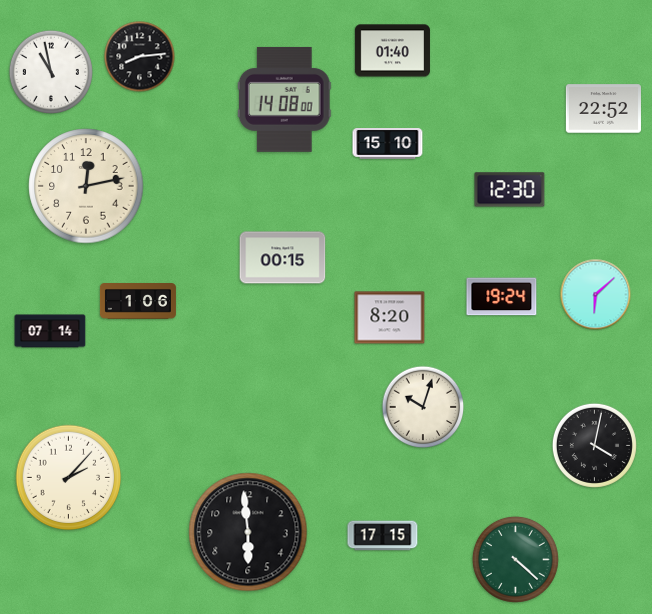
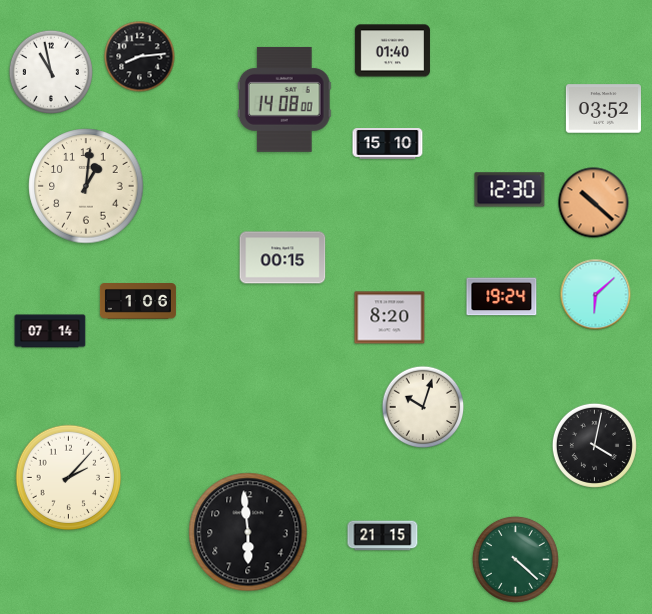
clock at (603, 109): 22:52 -> 03:52
clock at (86, 186): 12:13 -> 1:01
clock at (594, 203): none -> 10:22
clock at (383, 536): 17:15 -> 21:15
